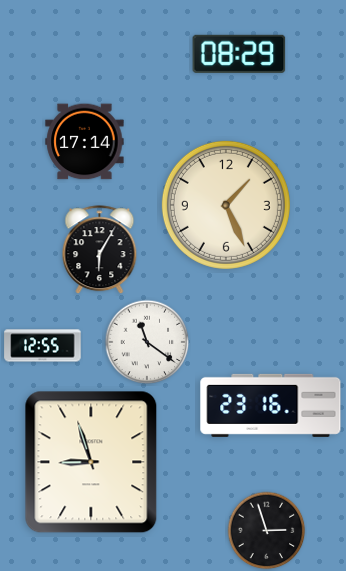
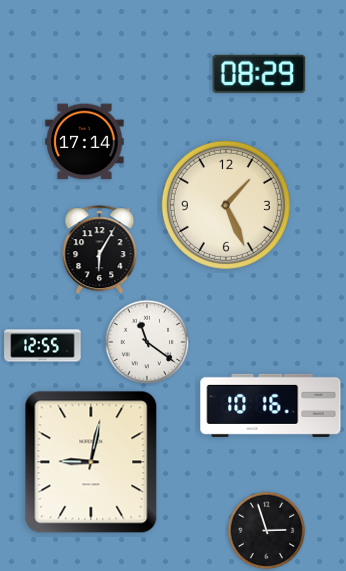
clock at (239, 54) position: (239, 54) -> (259, 74)
clock at (271, 405): 23:16 -> 10:16
clock at (91, 462): 8:57 -> 9:02
